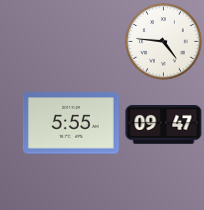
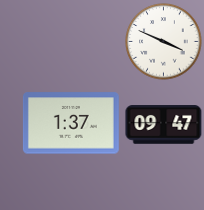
clock at (164, 42): 4:46 -> 3:49
clock at (71, 123): 5:55 -> 1:37
